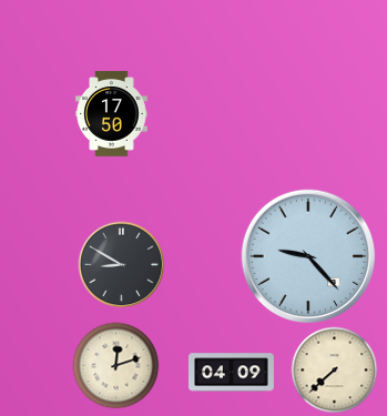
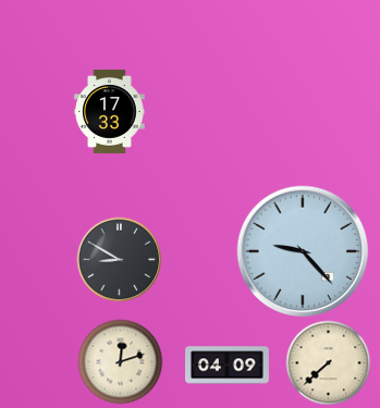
clock at (112, 113): 17:50 -> 17:33
clock at (115, 365) position: (115, 365) -> (120, 361)
